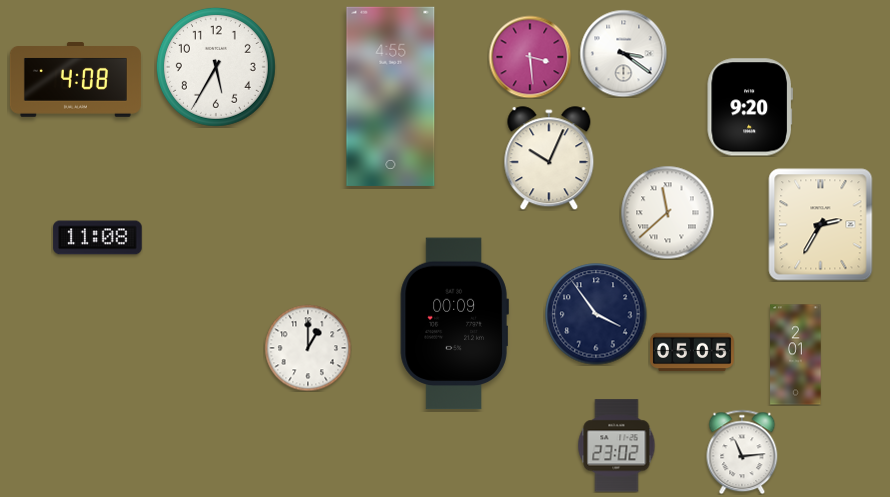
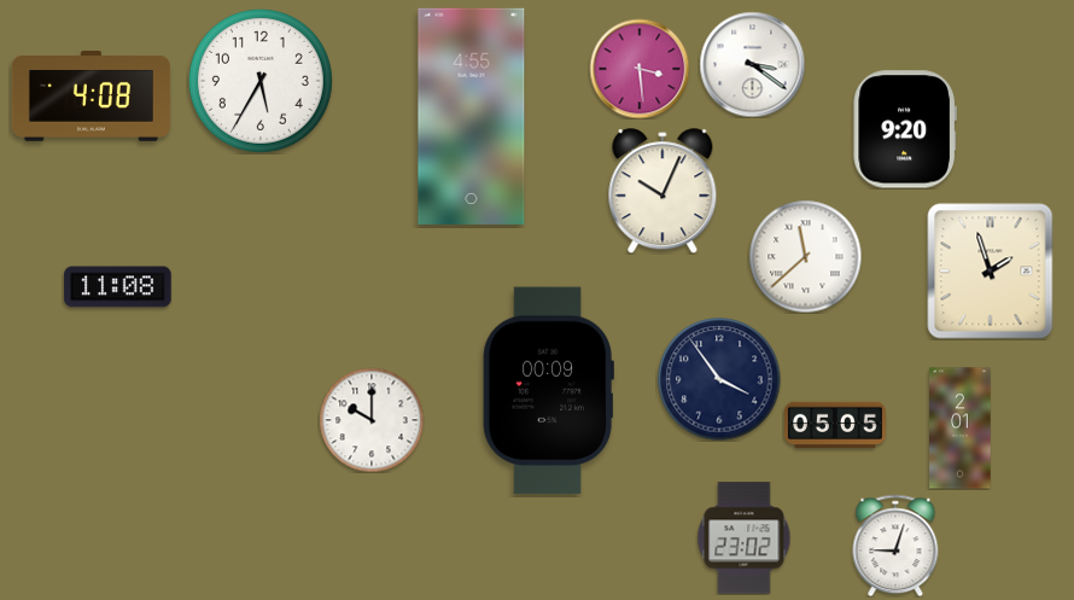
clock at (821, 225): 2:35 -> 1:57
clock at (308, 348): 1:00 -> 10:00
clock at (742, 452): 11:14 -> 9:03
